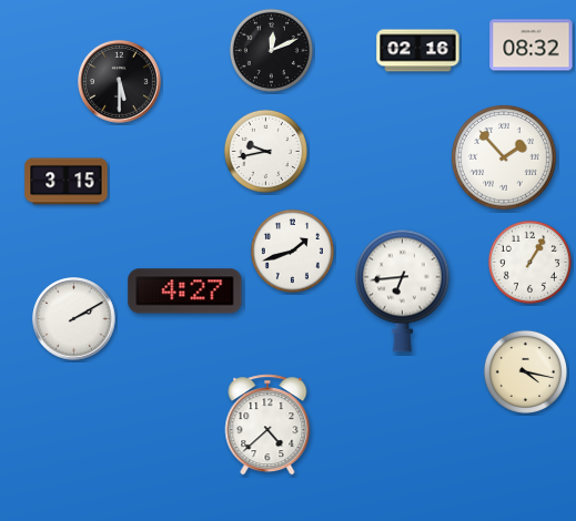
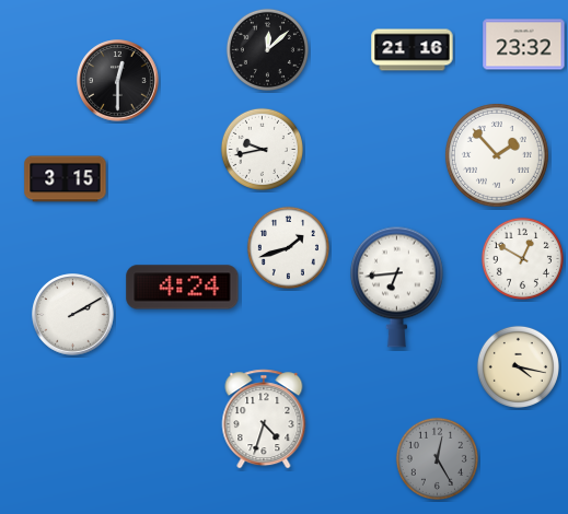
clock at (532, 45): 08:32 -> 23:32
clock at (271, 50): 12:11 -> 12:08
clock at (418, 51): 02:16 -> 21:16
clock at (120, 82): 5:30 -> 12:30
clock at (529, 262): 1:05 -> 12:50
clock at (185, 292): 4:27 -> 4:24
clock at (267, 425): 4:38 -> 4:33
clock at (437, 458): none -> 12:25
